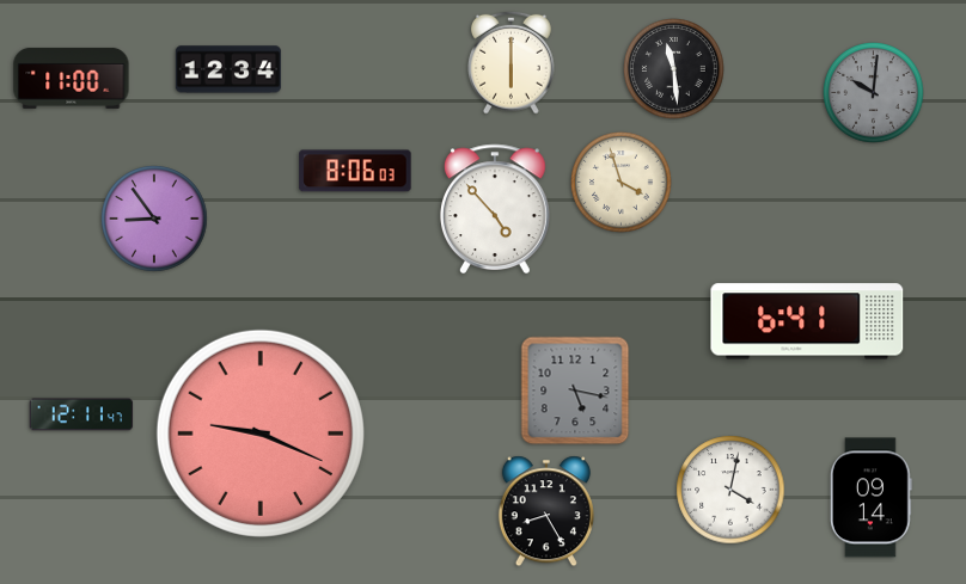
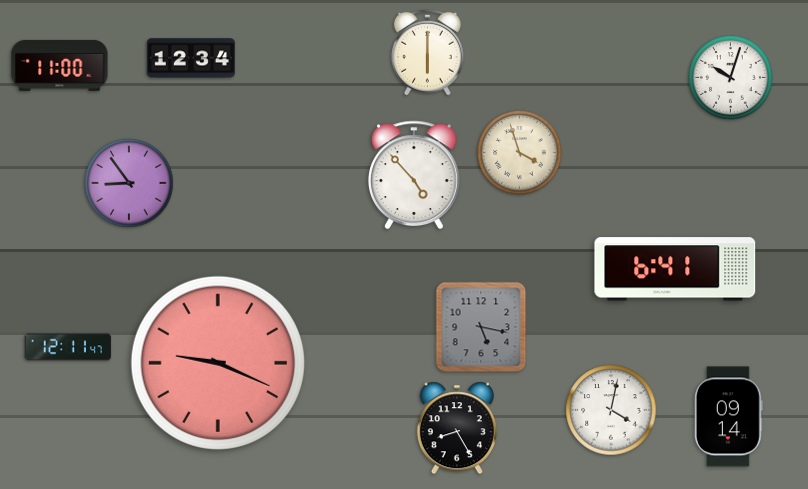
clock at (674, 69): 11:29 -> none
clock at (874, 93): 10:01 -> 10:03
clock at (874, 93) dial: grey -> white
clock at (355, 171): 8:06 -> none
